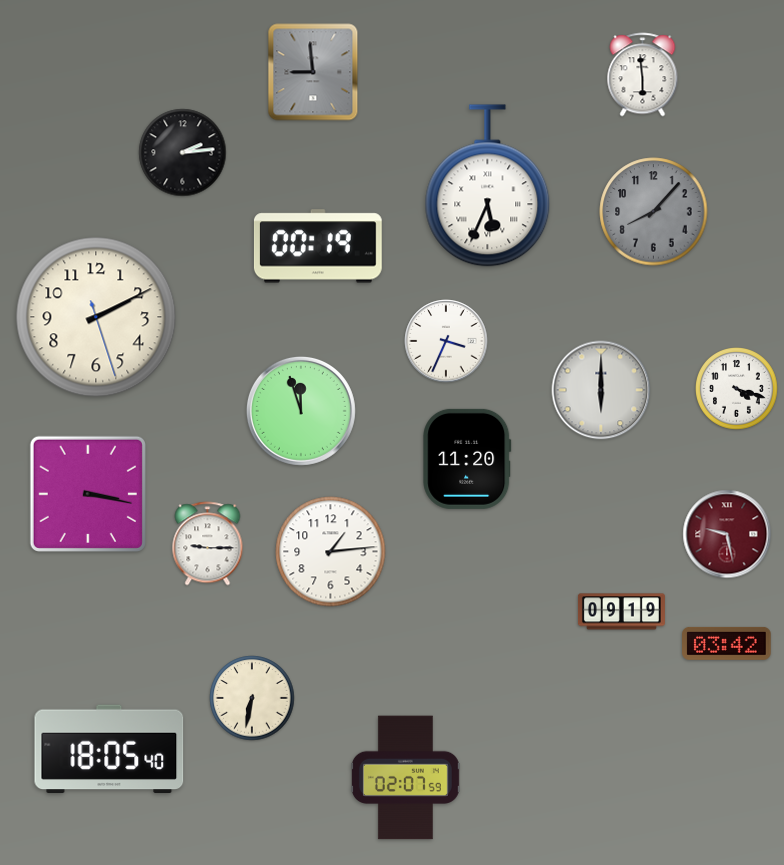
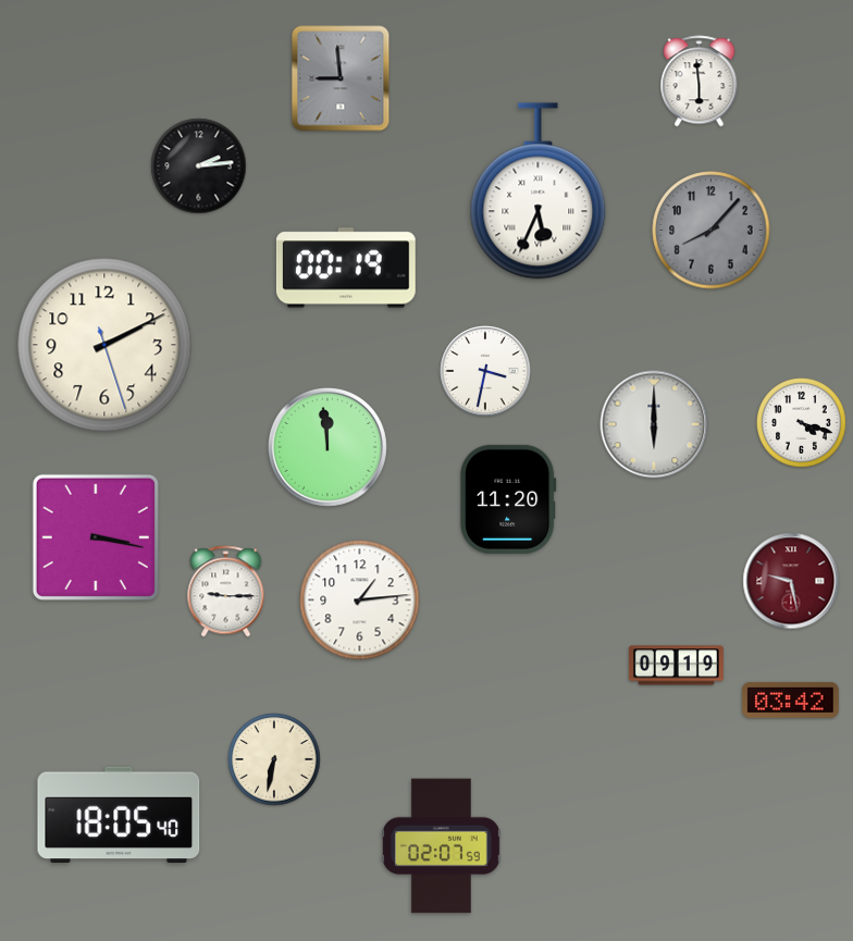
clock at (488, 186) position: (488, 186) -> (539, 191)
clock at (446, 341): 3:34 -> 3:32
clock at (301, 411): 11:57 -> 11:59
